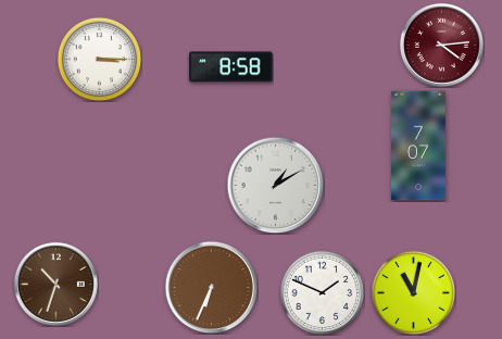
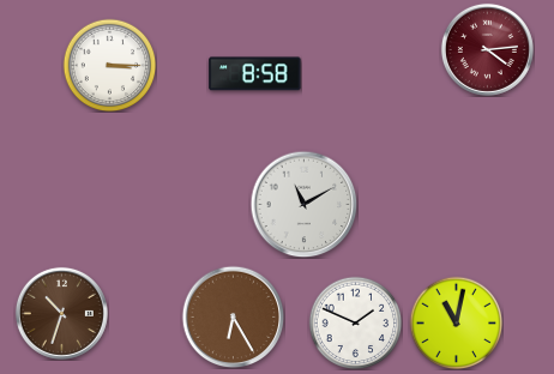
clock at (418, 146): 7:07 -> none
clock at (275, 185): 1:10 -> 11:10
clock at (211, 287): 6:34 -> 6:25
